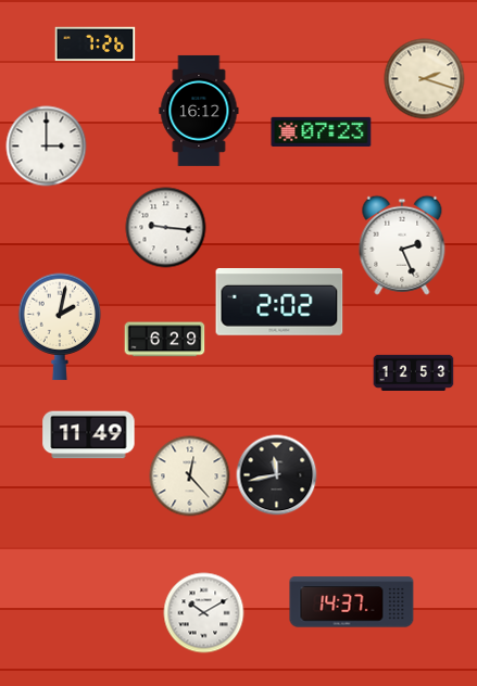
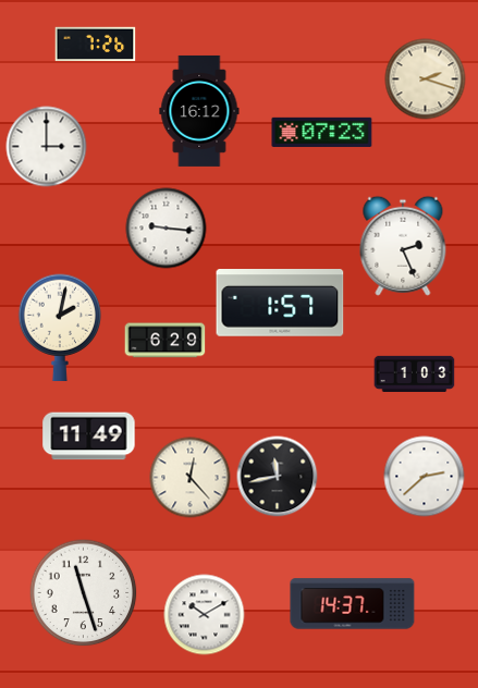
clock at (279, 303): 2:02 -> 1:57
clock at (414, 372): 12:53 -> 1:03
clock at (425, 477): none -> 2:38
clock at (84, 593): none -> 11:27
